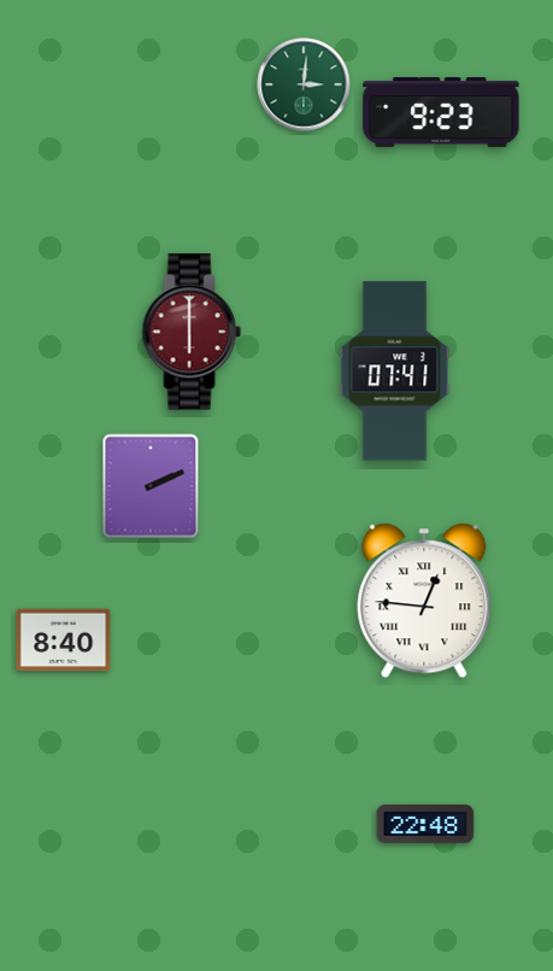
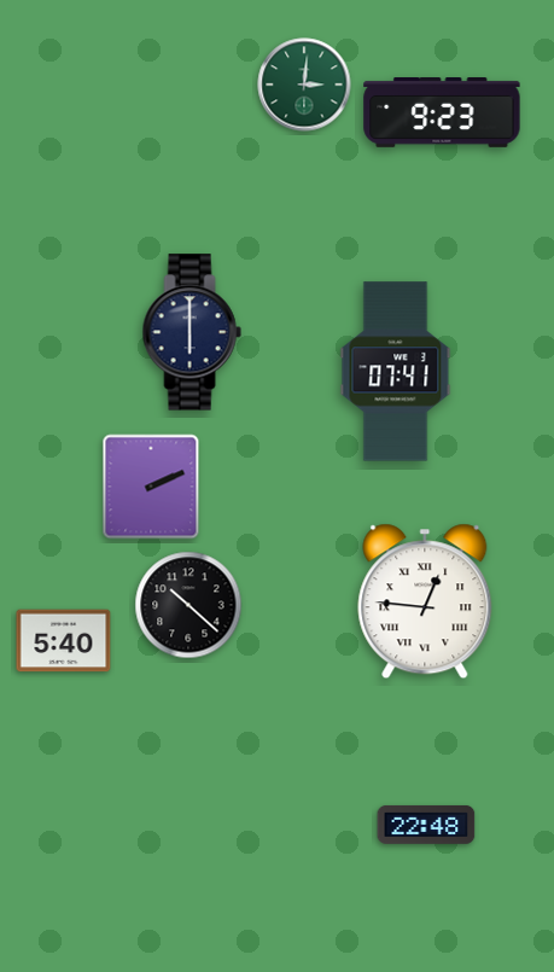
clock at (192, 332) dial: burgundy -> navy
clock at (188, 605): none -> 10:22
clock at (64, 640): 8:40 -> 5:40
